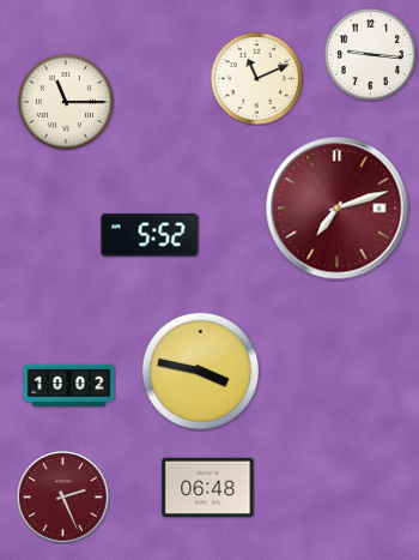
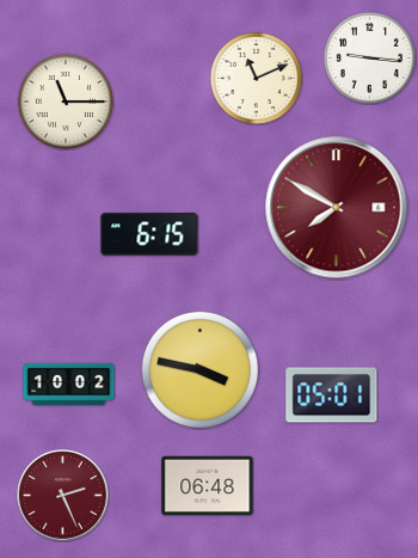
clock at (370, 54) position: (370, 54) -> (369, 57)
clock at (338, 209): 7:12 -> 7:50
clock at (150, 235): 5:52 -> 6:15
clock at (332, 395): none -> 05:01
